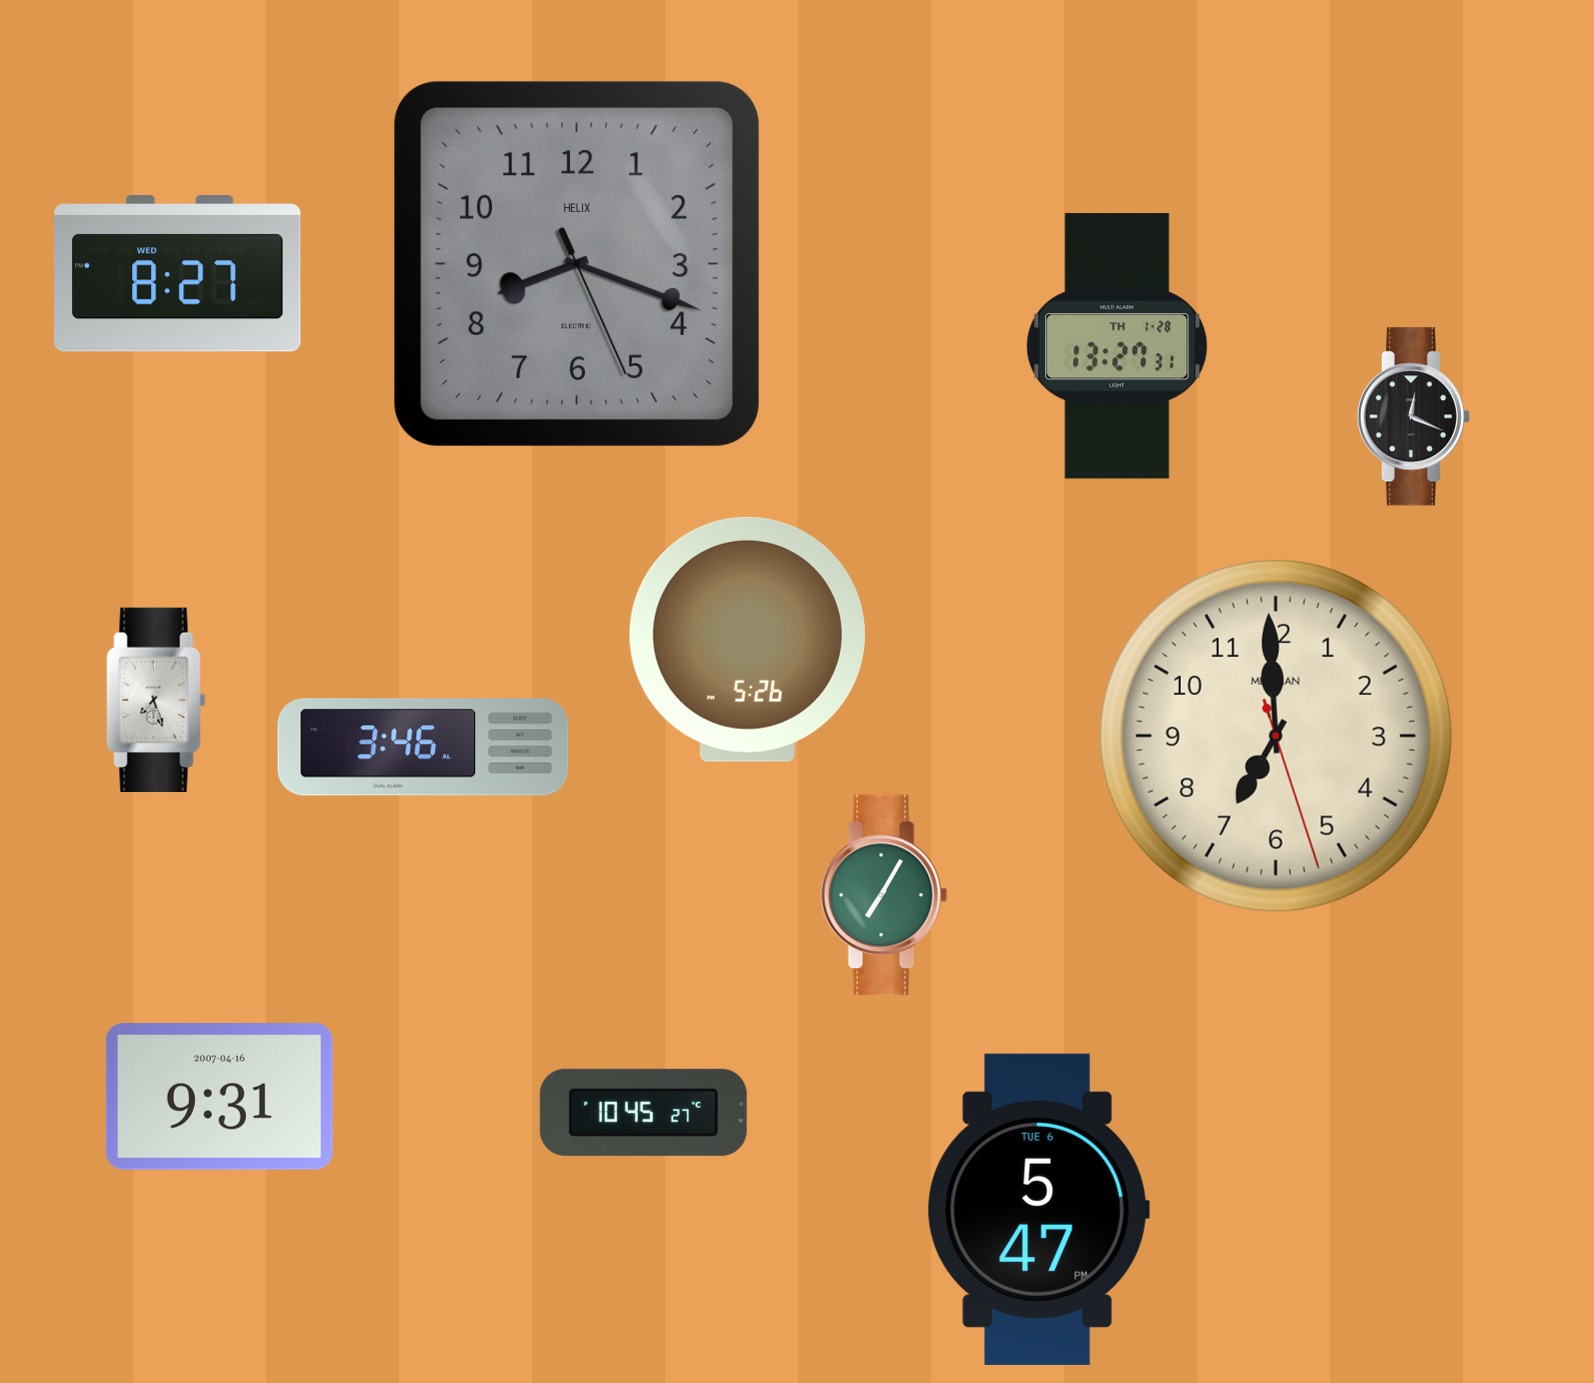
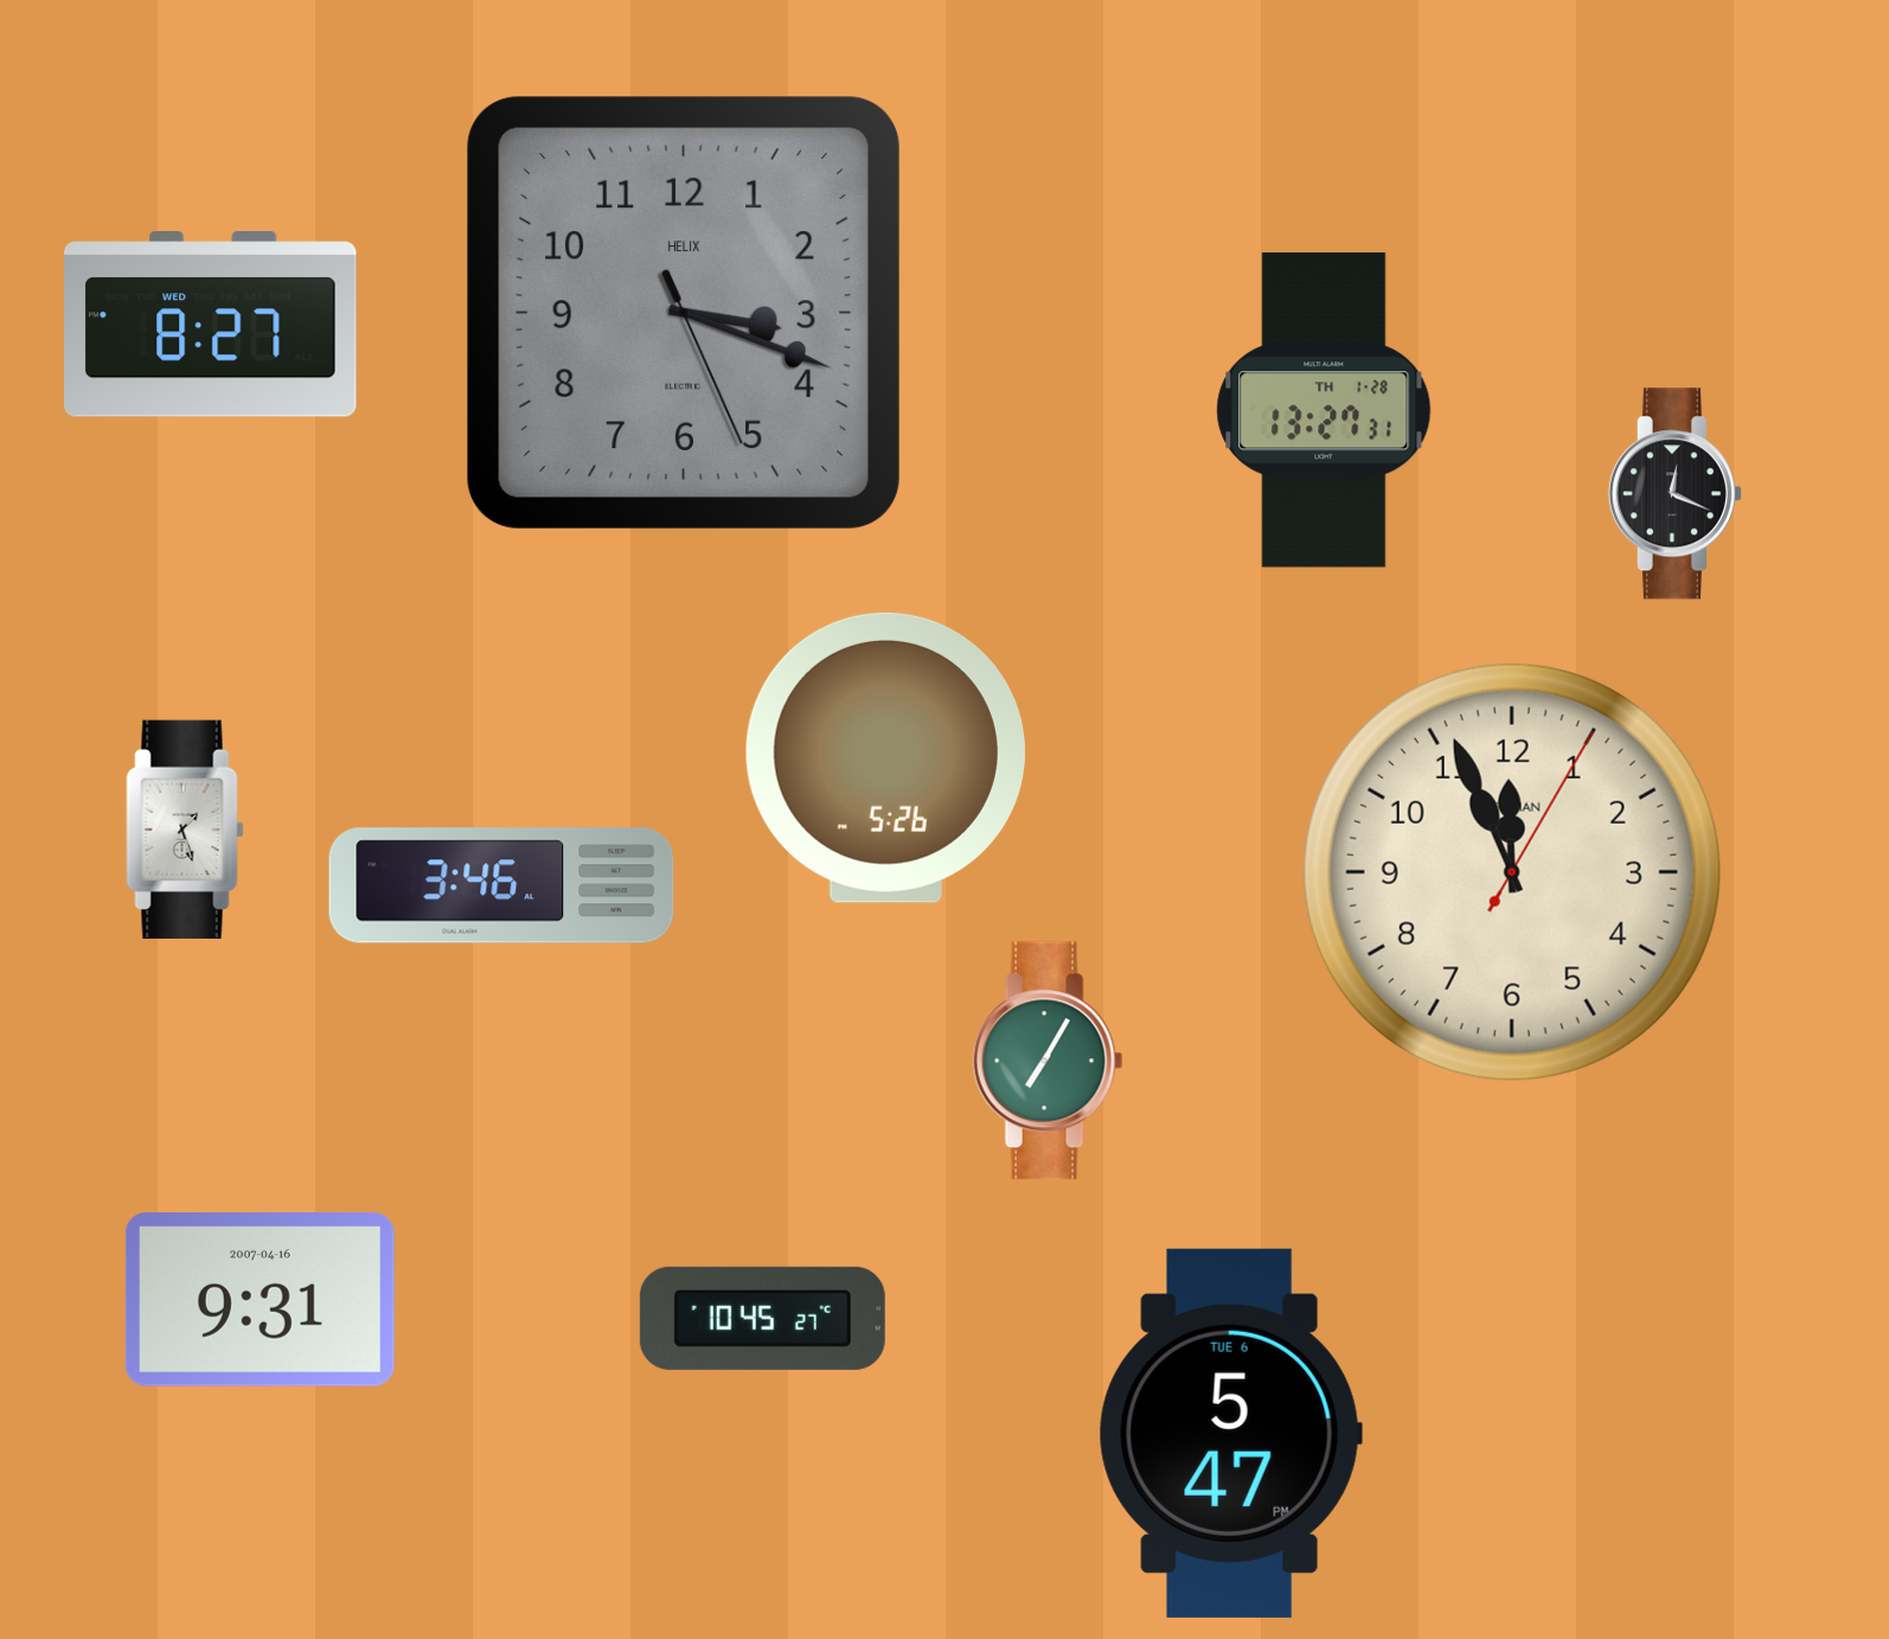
clock at (577, 264): 8:18 -> 3:18
clock at (156, 700): 7:27 -> 1:27
clock at (1276, 736): 6:59 -> 11:56
